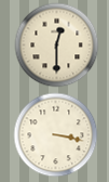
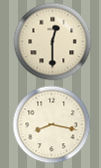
clock at (55, 134): 3:17 -> 8:17
